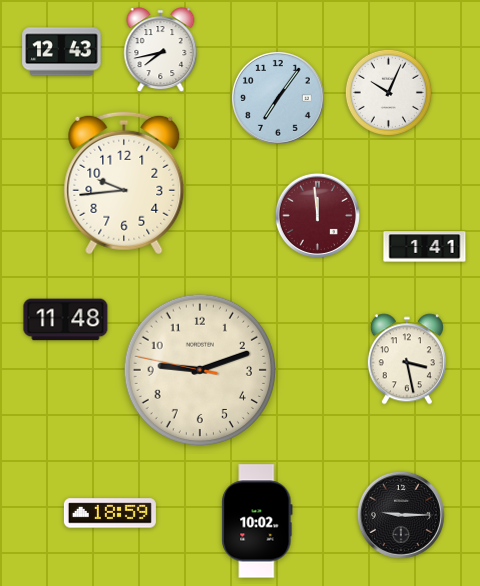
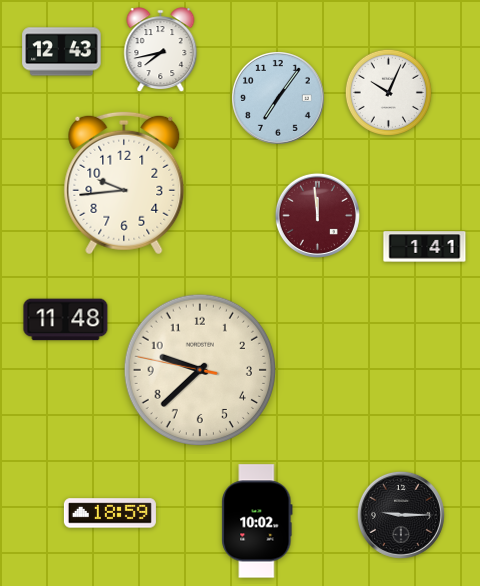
clock at (407, 359): 3:28 -> none
clock at (199, 369): 9:11 -> 9:37
